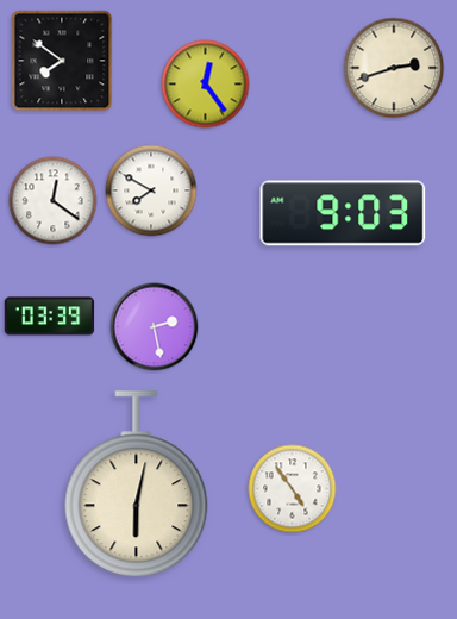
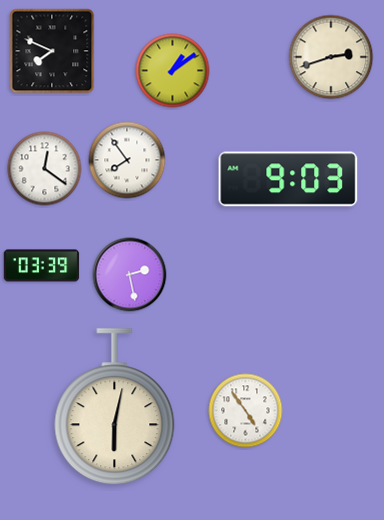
clock at (62, 61): 7:51 -> 7:49
clock at (206, 85): 12:24 -> 1:09
clock at (151, 190): 7:50 -> 7:54
